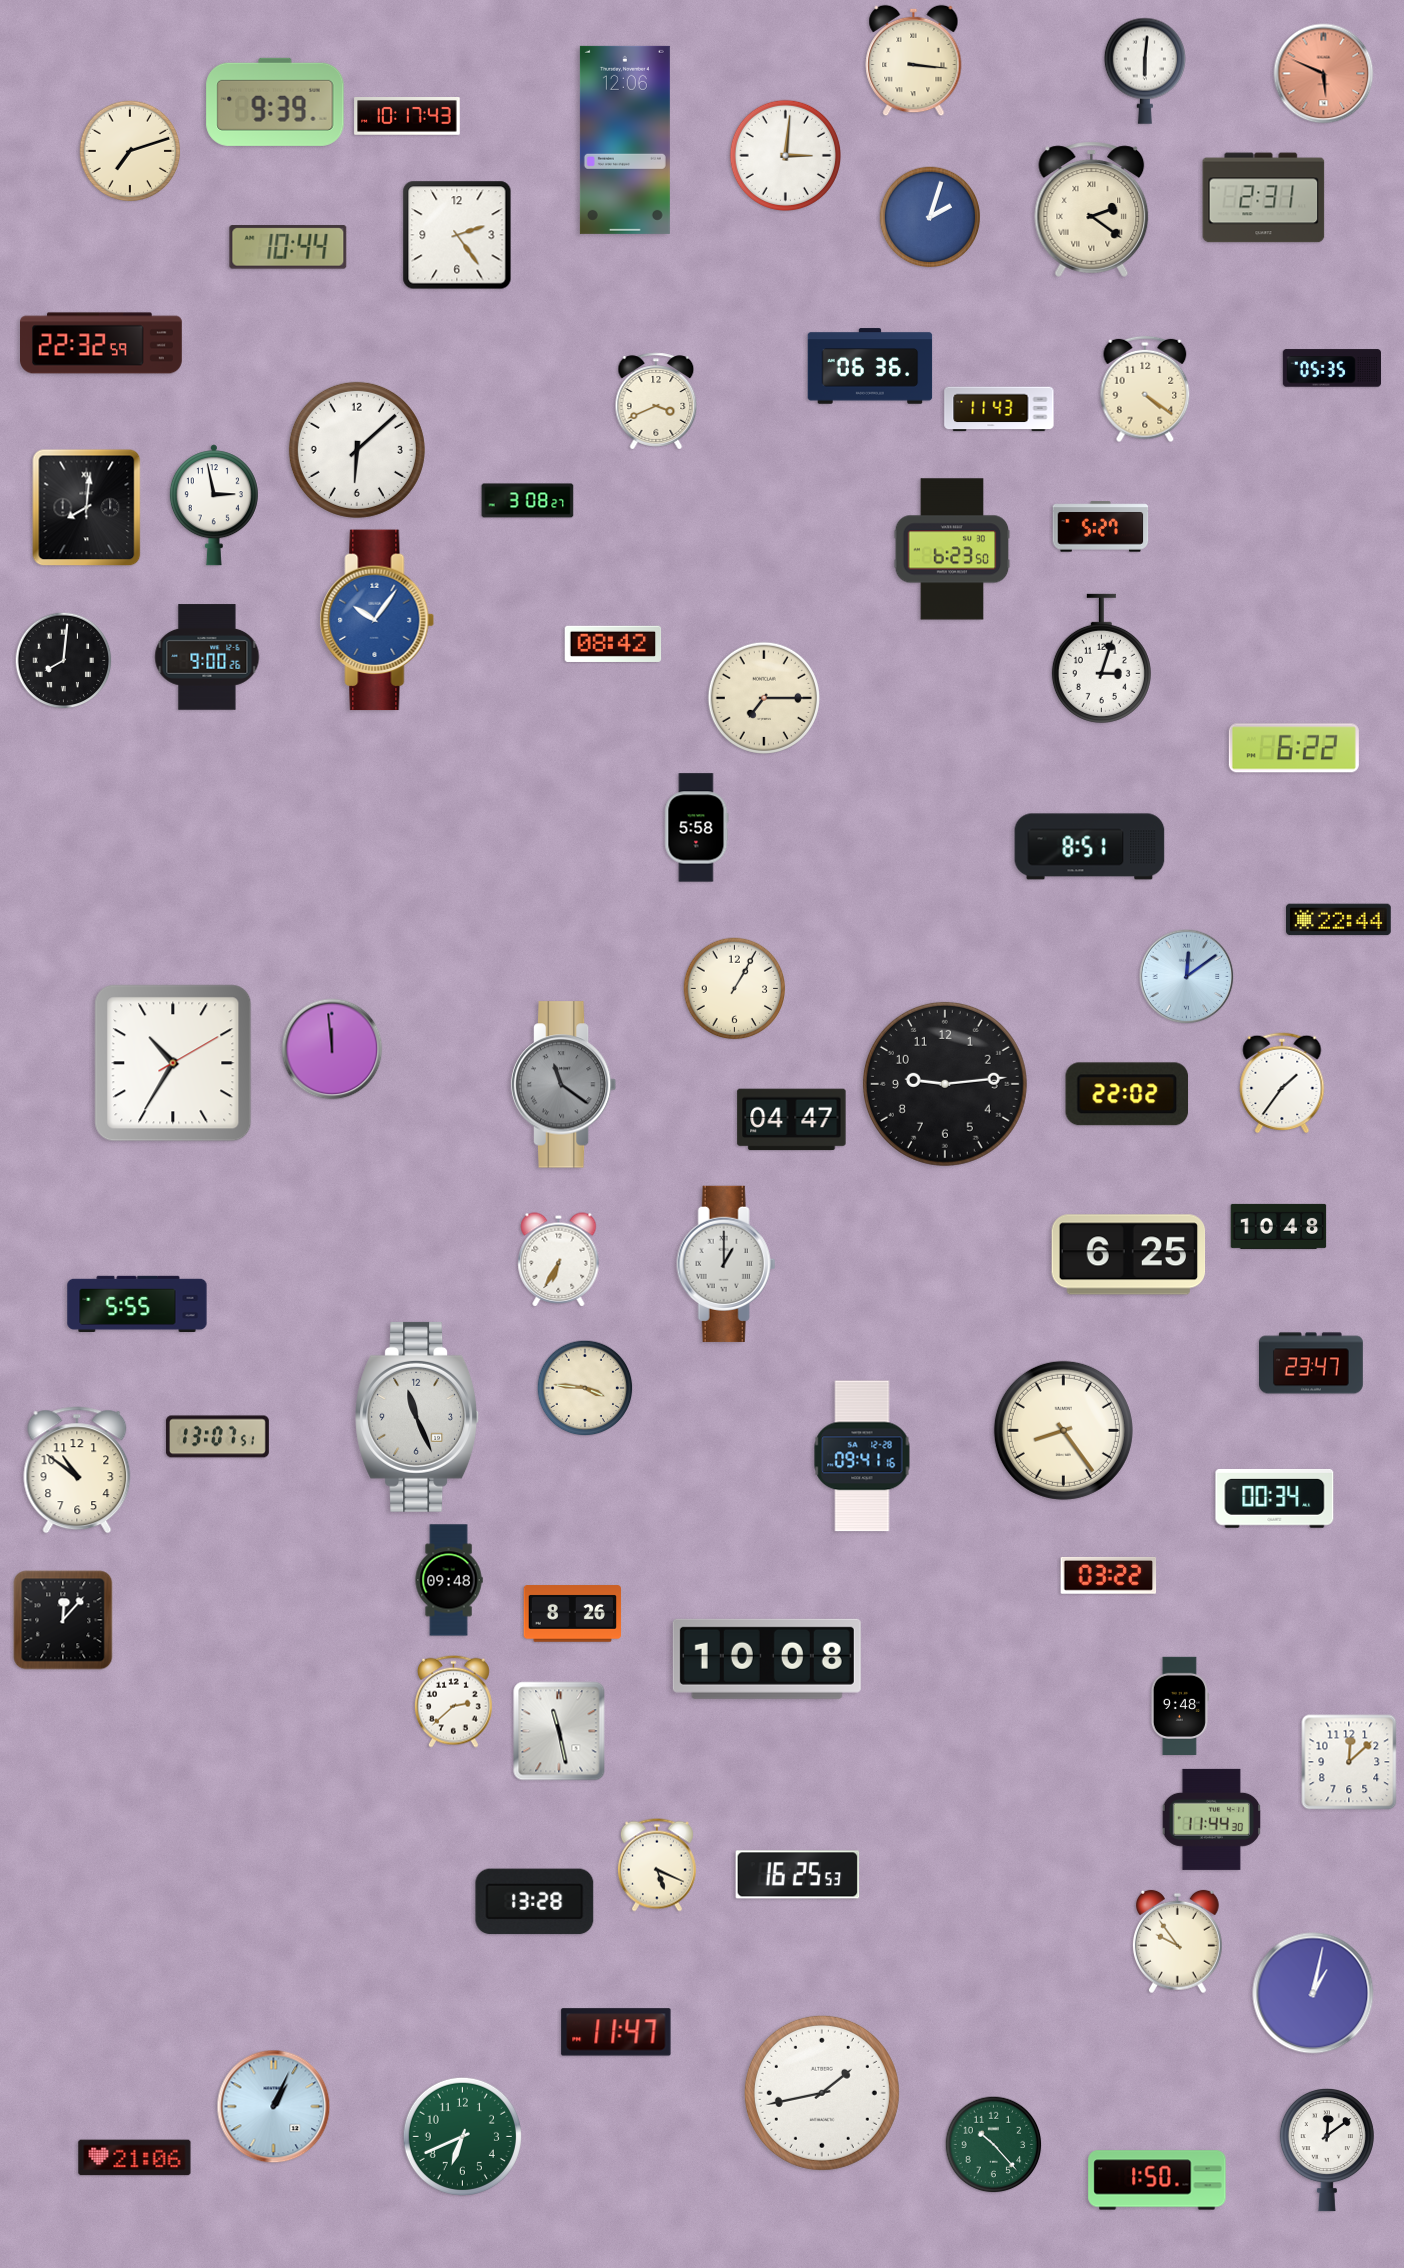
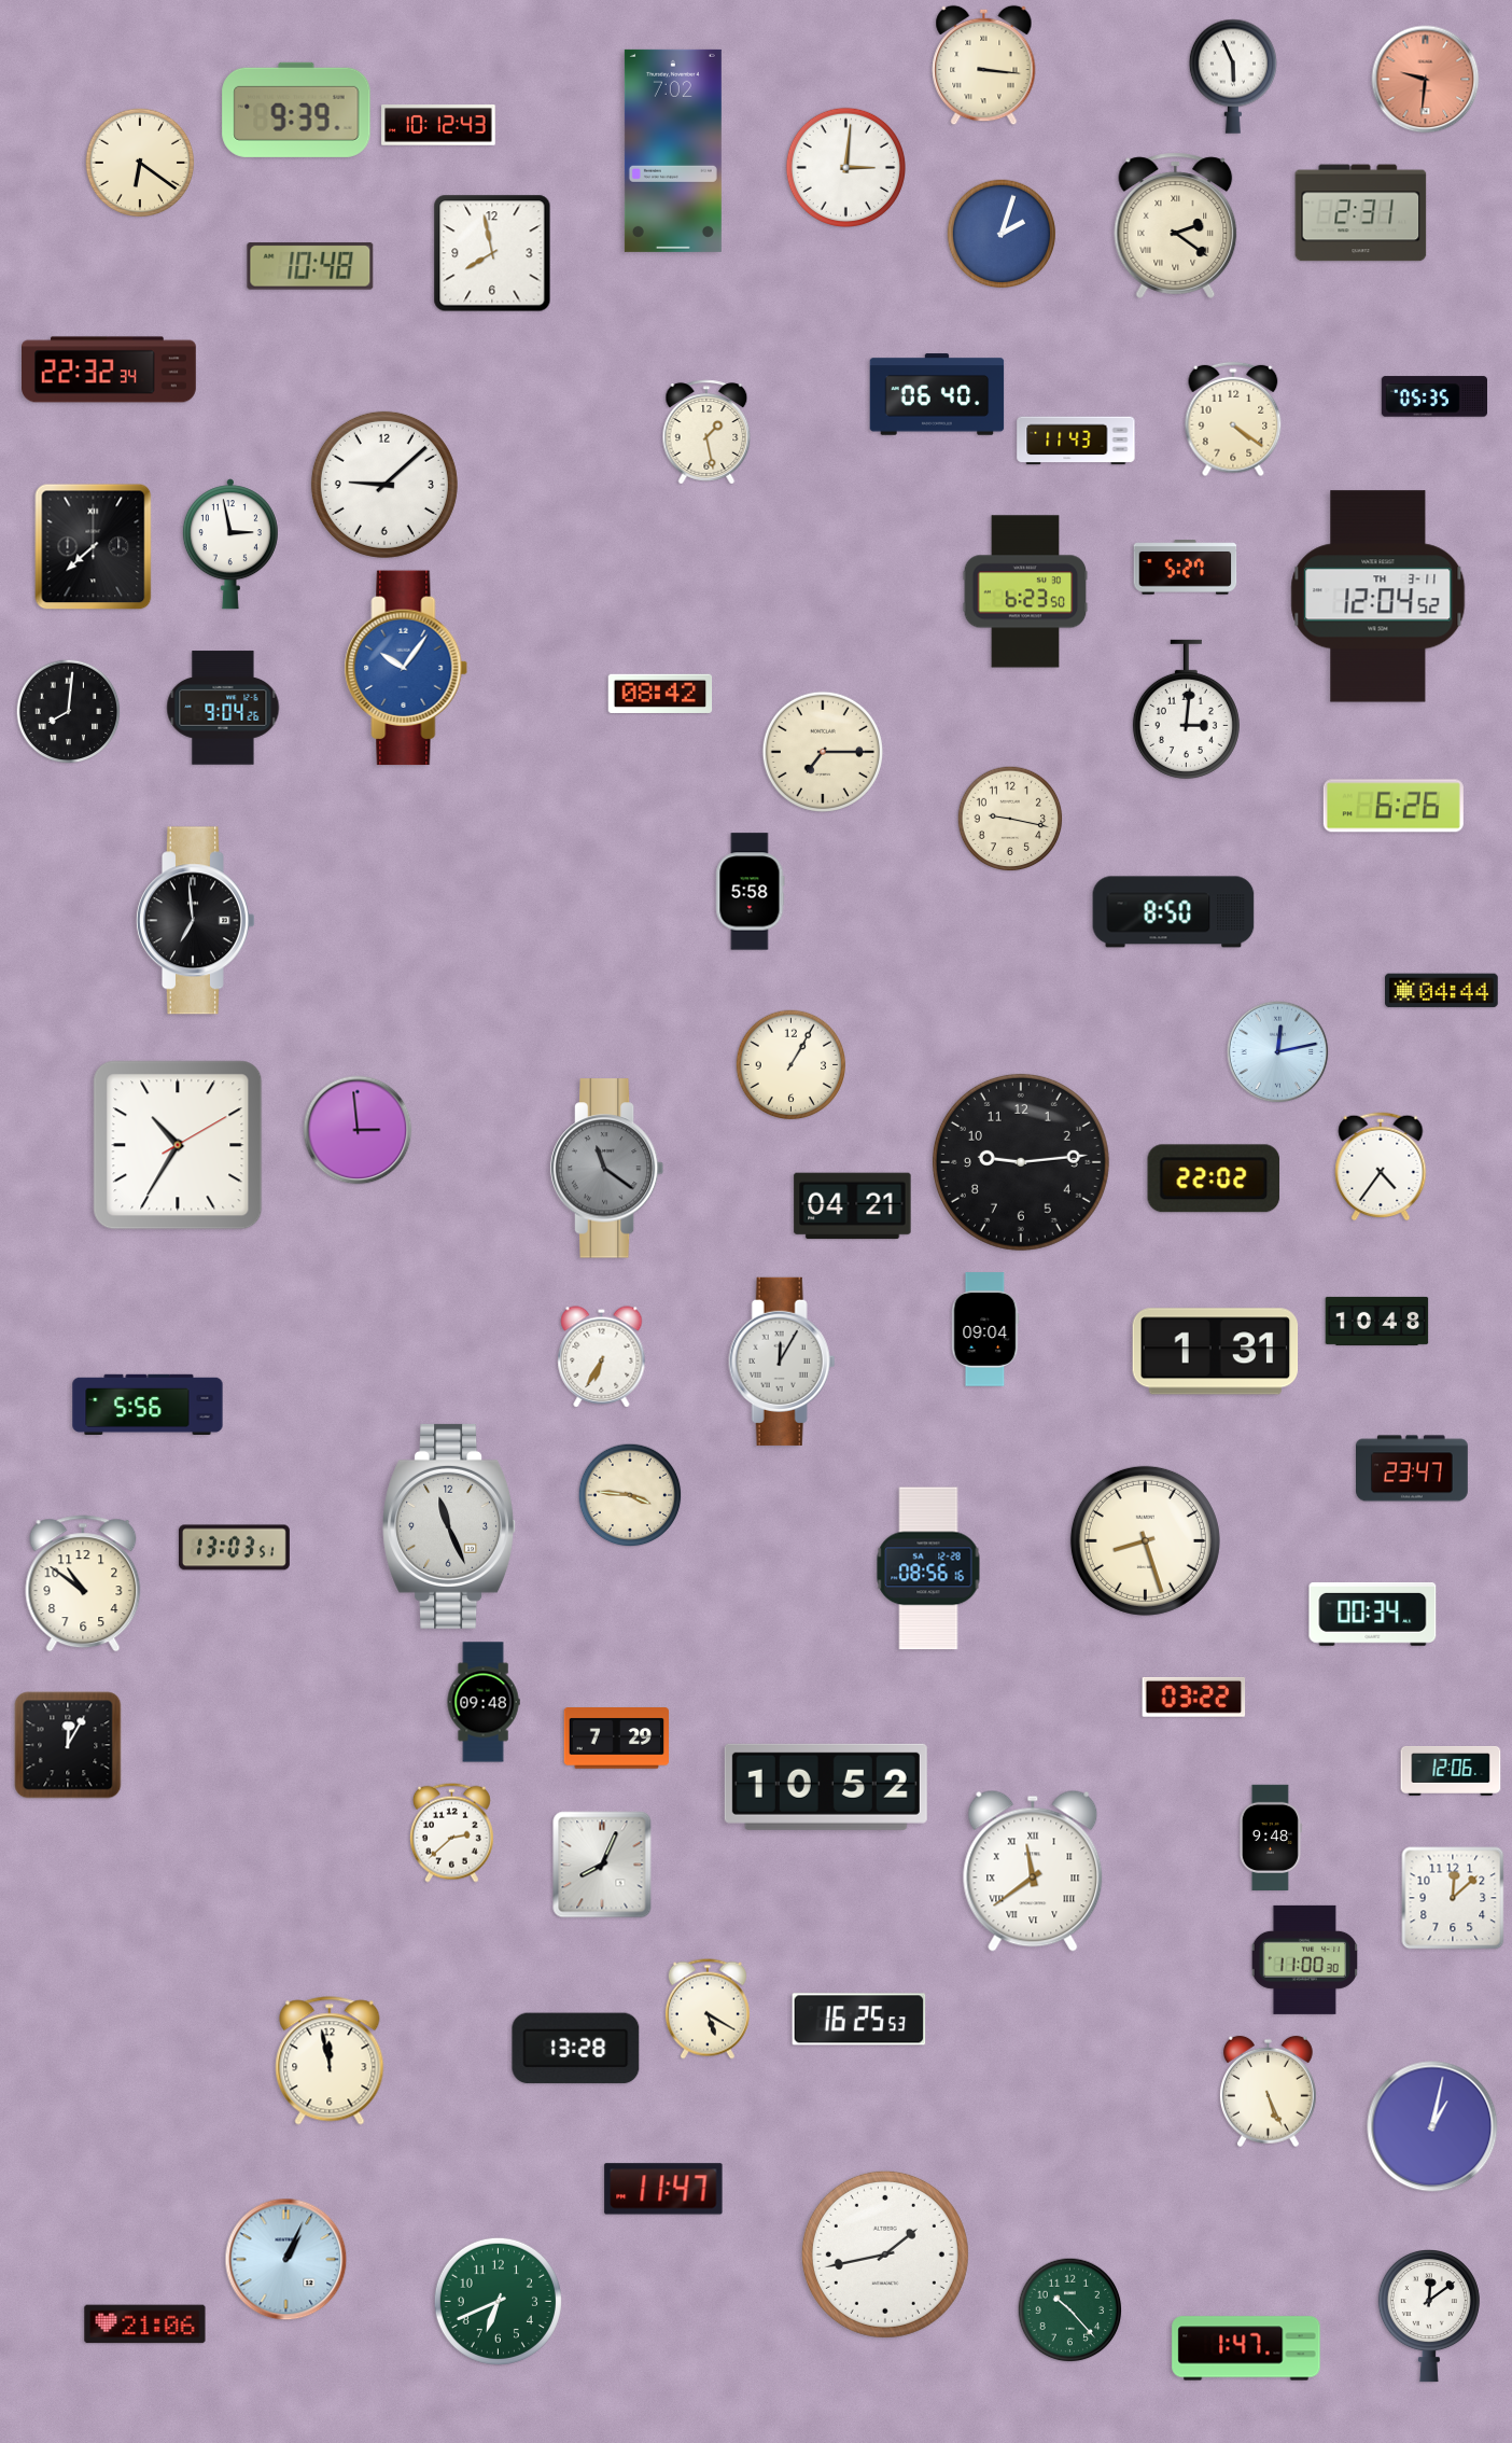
clock at (1145, 71): 6:01 -> 5:56
clock at (1324, 74): 5:49 -> 9:31
clock at (407, 117): 10:17 -> 10:12
clock at (625, 140): 12:06 -> 7:02
clock at (130, 151): 7:12 -> 6:21
clock at (457, 235): 2:24 -> 7:58
clock at (288, 247): 10:44 -> 10:48
clock at (102, 343): 22:32:59 -> 22:32:34
clock at (870, 366): 06:36 -> 06:40
clock at (656, 401): 3:41 -> 1:28
clock at (357, 450): 6:08 -> 9:08
clock at (528, 501): 3:08 -> none
clock at (87, 508): 8:01 -> 7:38
clock at (1378, 597): none -> 12:04
clock at (207, 657): 9:00 -> 9:04
clock at (1101, 658): 3:03 -> 3:01
clock at (1294, 748): 6:22 -> 6:26
clock at (1010, 819): none -> 9:17
clock at (1090, 847): 8:51 -> 8:50
clock at (195, 921): none -> 6:59
clock at (1339, 920): 22:44 -> 04:44
clock at (1187, 977): 12:09 -> 12:13
clock at (332, 1049): 11:59 -> 2:59
clock at (173, 1063) position: (173, 1063) -> (178, 1145)
clock at (1282, 1083): 1:36 -> 4:36
clock at (945, 1084) position: (945, 1084) -> (1021, 1162)
clock at (792, 1120): 04:47 -> 04:21
clock at (985, 1329): none -> 09:04
clock at (1129, 1255): 6:25 -> 1:31
clock at (726, 1264): 1:00 -> 12:05
clock at (137, 1303): 5:55 -> 5:56
clock at (1063, 1430): 8:24 -> 8:27
clock at (217, 1437): 13:07 -> 13:03
clock at (862, 1456): 09:41 -> 08:56
clock at (573, 1614): 8:26 -> 7:29
clock at (63, 1620): 12:07 -> 12:05
clock at (1451, 1771): none -> 12:06
clock at (767, 1659): 10:08 -> 10:52
clock at (453, 1701) position: (453, 1701) -> (451, 1832)
clock at (559, 1731): 11:28 -> 8:04
clock at (1033, 1871): none -> 11:39
clock at (1211, 1819): 11:44 -> 11:00
clock at (657, 1865): 5:19 -> 5:20
clock at (330, 2061): none -> 11:58
clock at (1177, 1942): 9:54 -> 5:26
clock at (1313, 1993) position: (1313, 1993) -> (1432, 2126)
clock at (274, 2107) position: (274, 2107) -> (286, 2260)
clock at (1157, 2180): 1:50 -> 1:47
